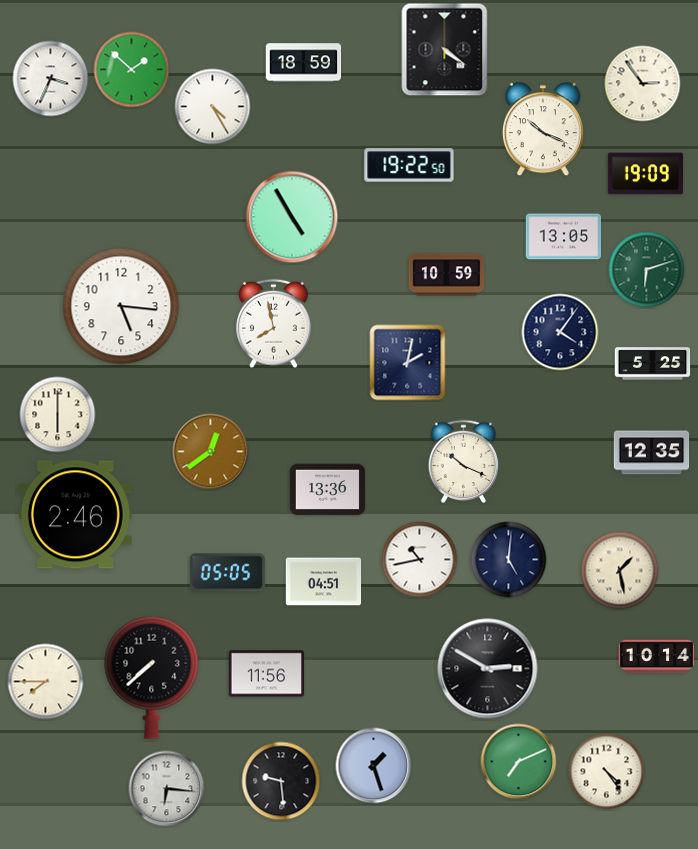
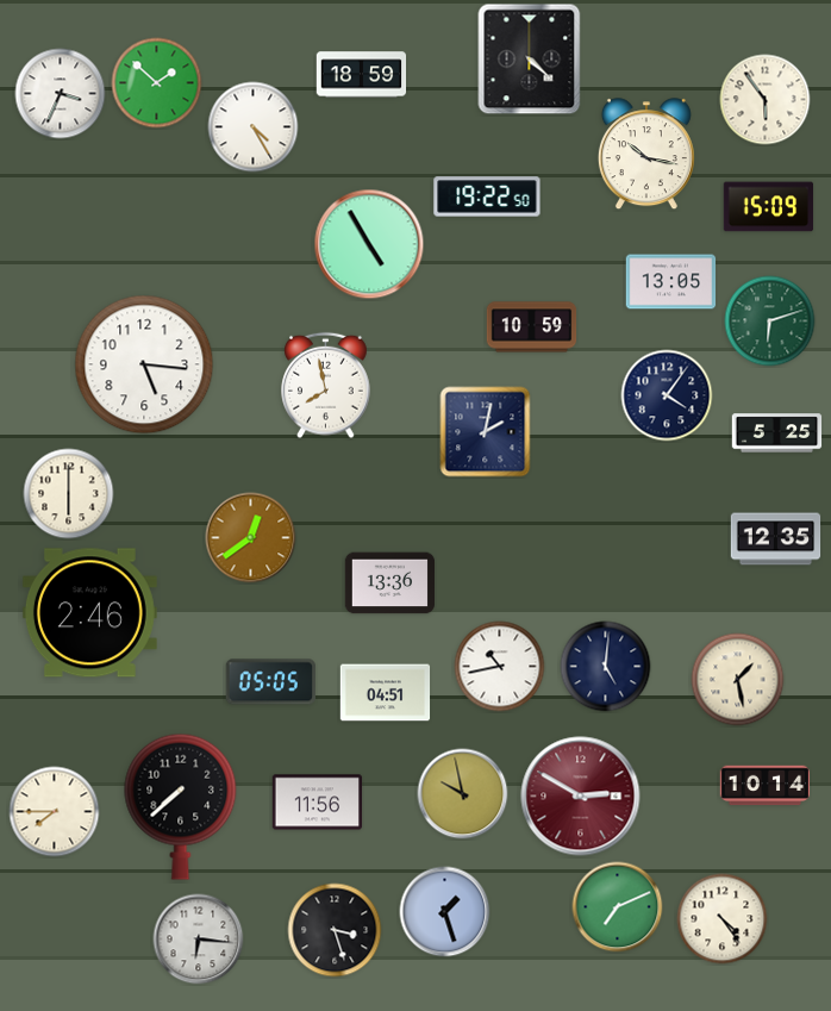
clock at (445, 50): 4:21 -> 4:22
clock at (643, 84): 2:54 -> 5:54
clock at (543, 130): 10:19 -> 10:17
clock at (646, 174): 19:09 -> 15:09
clock at (292, 217) position: (292, 217) -> (369, 244)
clock at (464, 461): 10:19 -> none
clock at (657, 657) position: (657, 657) -> (766, 786)
clock at (463, 794): none -> 9:58
clock at (488, 669) dial: black -> burgundy
clock at (281, 781): 9:29 -> 3:27
